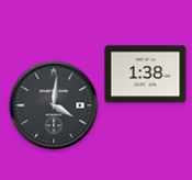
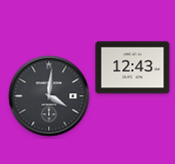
clock at (146, 75): 1:38 -> 12:43
